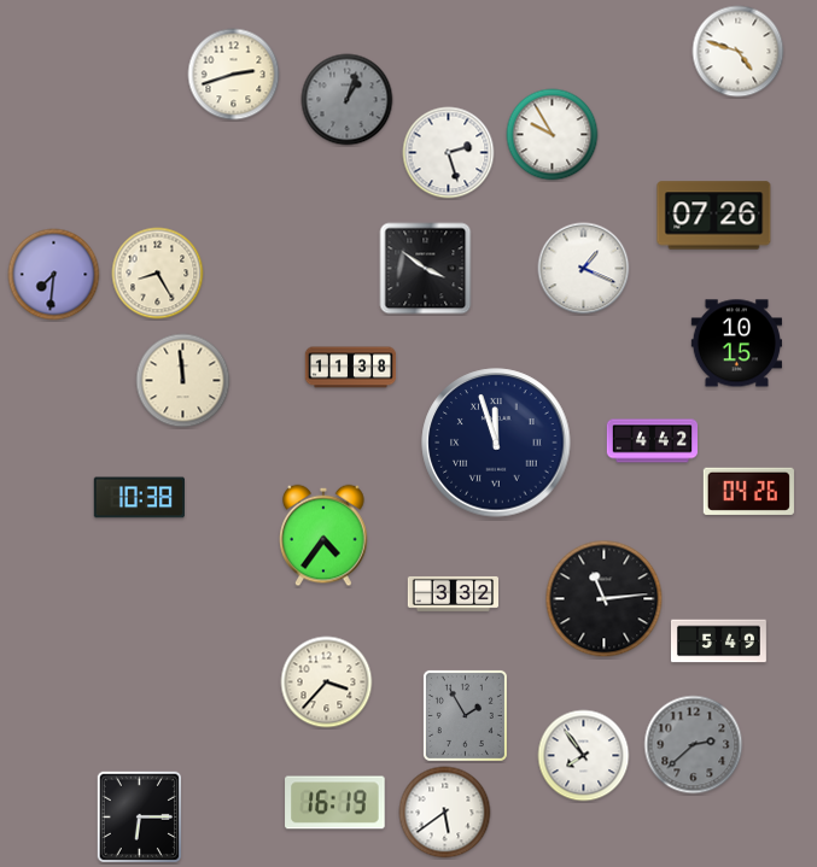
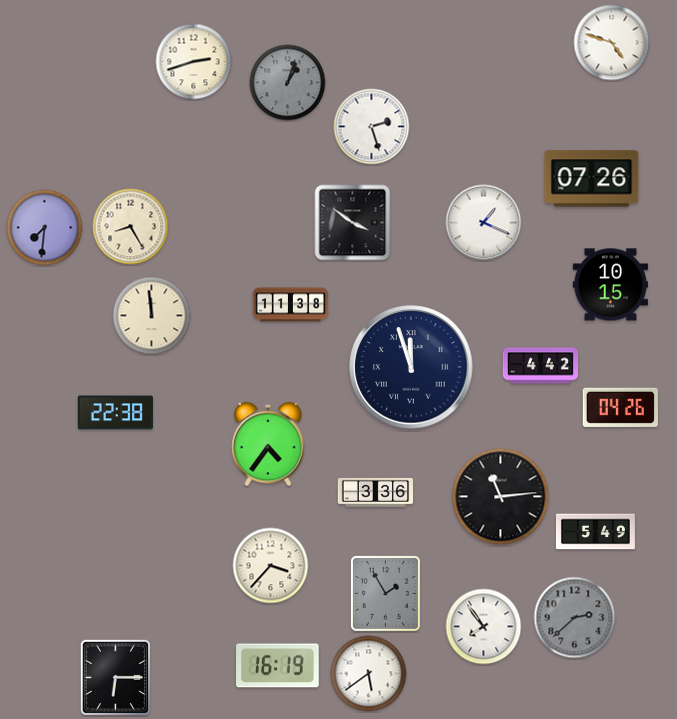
clock at (553, 135): 9:55 -> none
clock at (139, 498): 10:38 -> 22:38
clock at (453, 593): 3:32 -> 3:36
